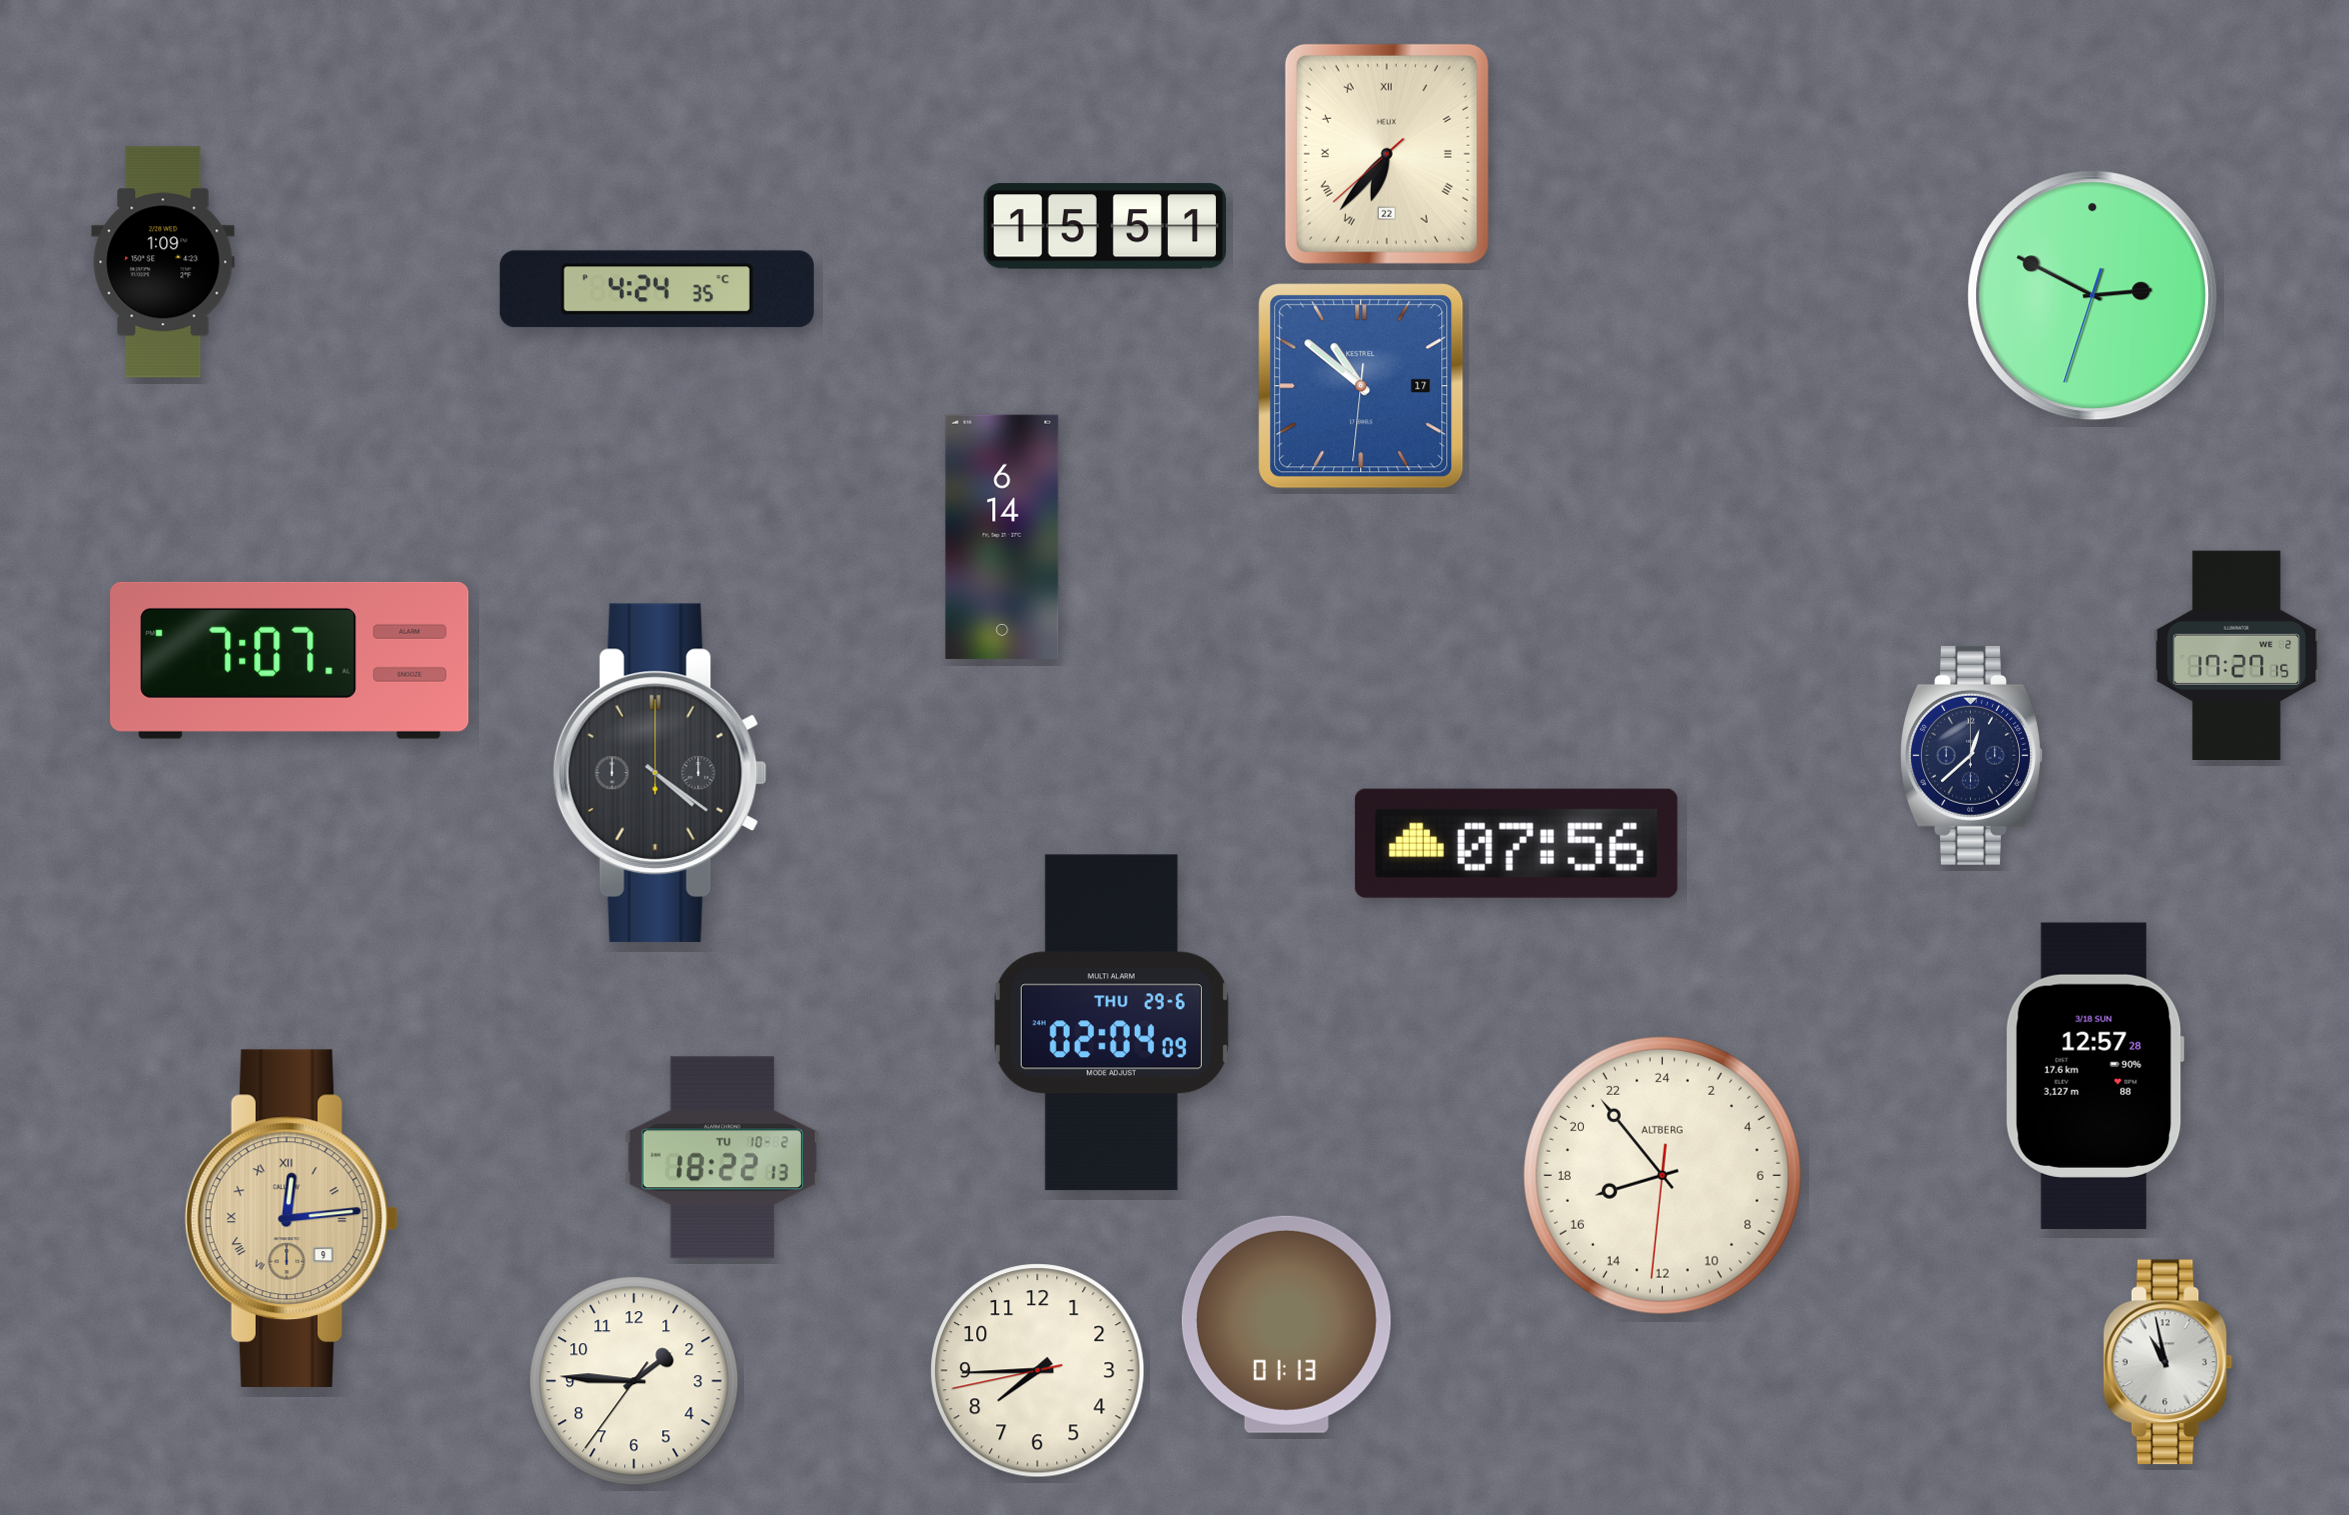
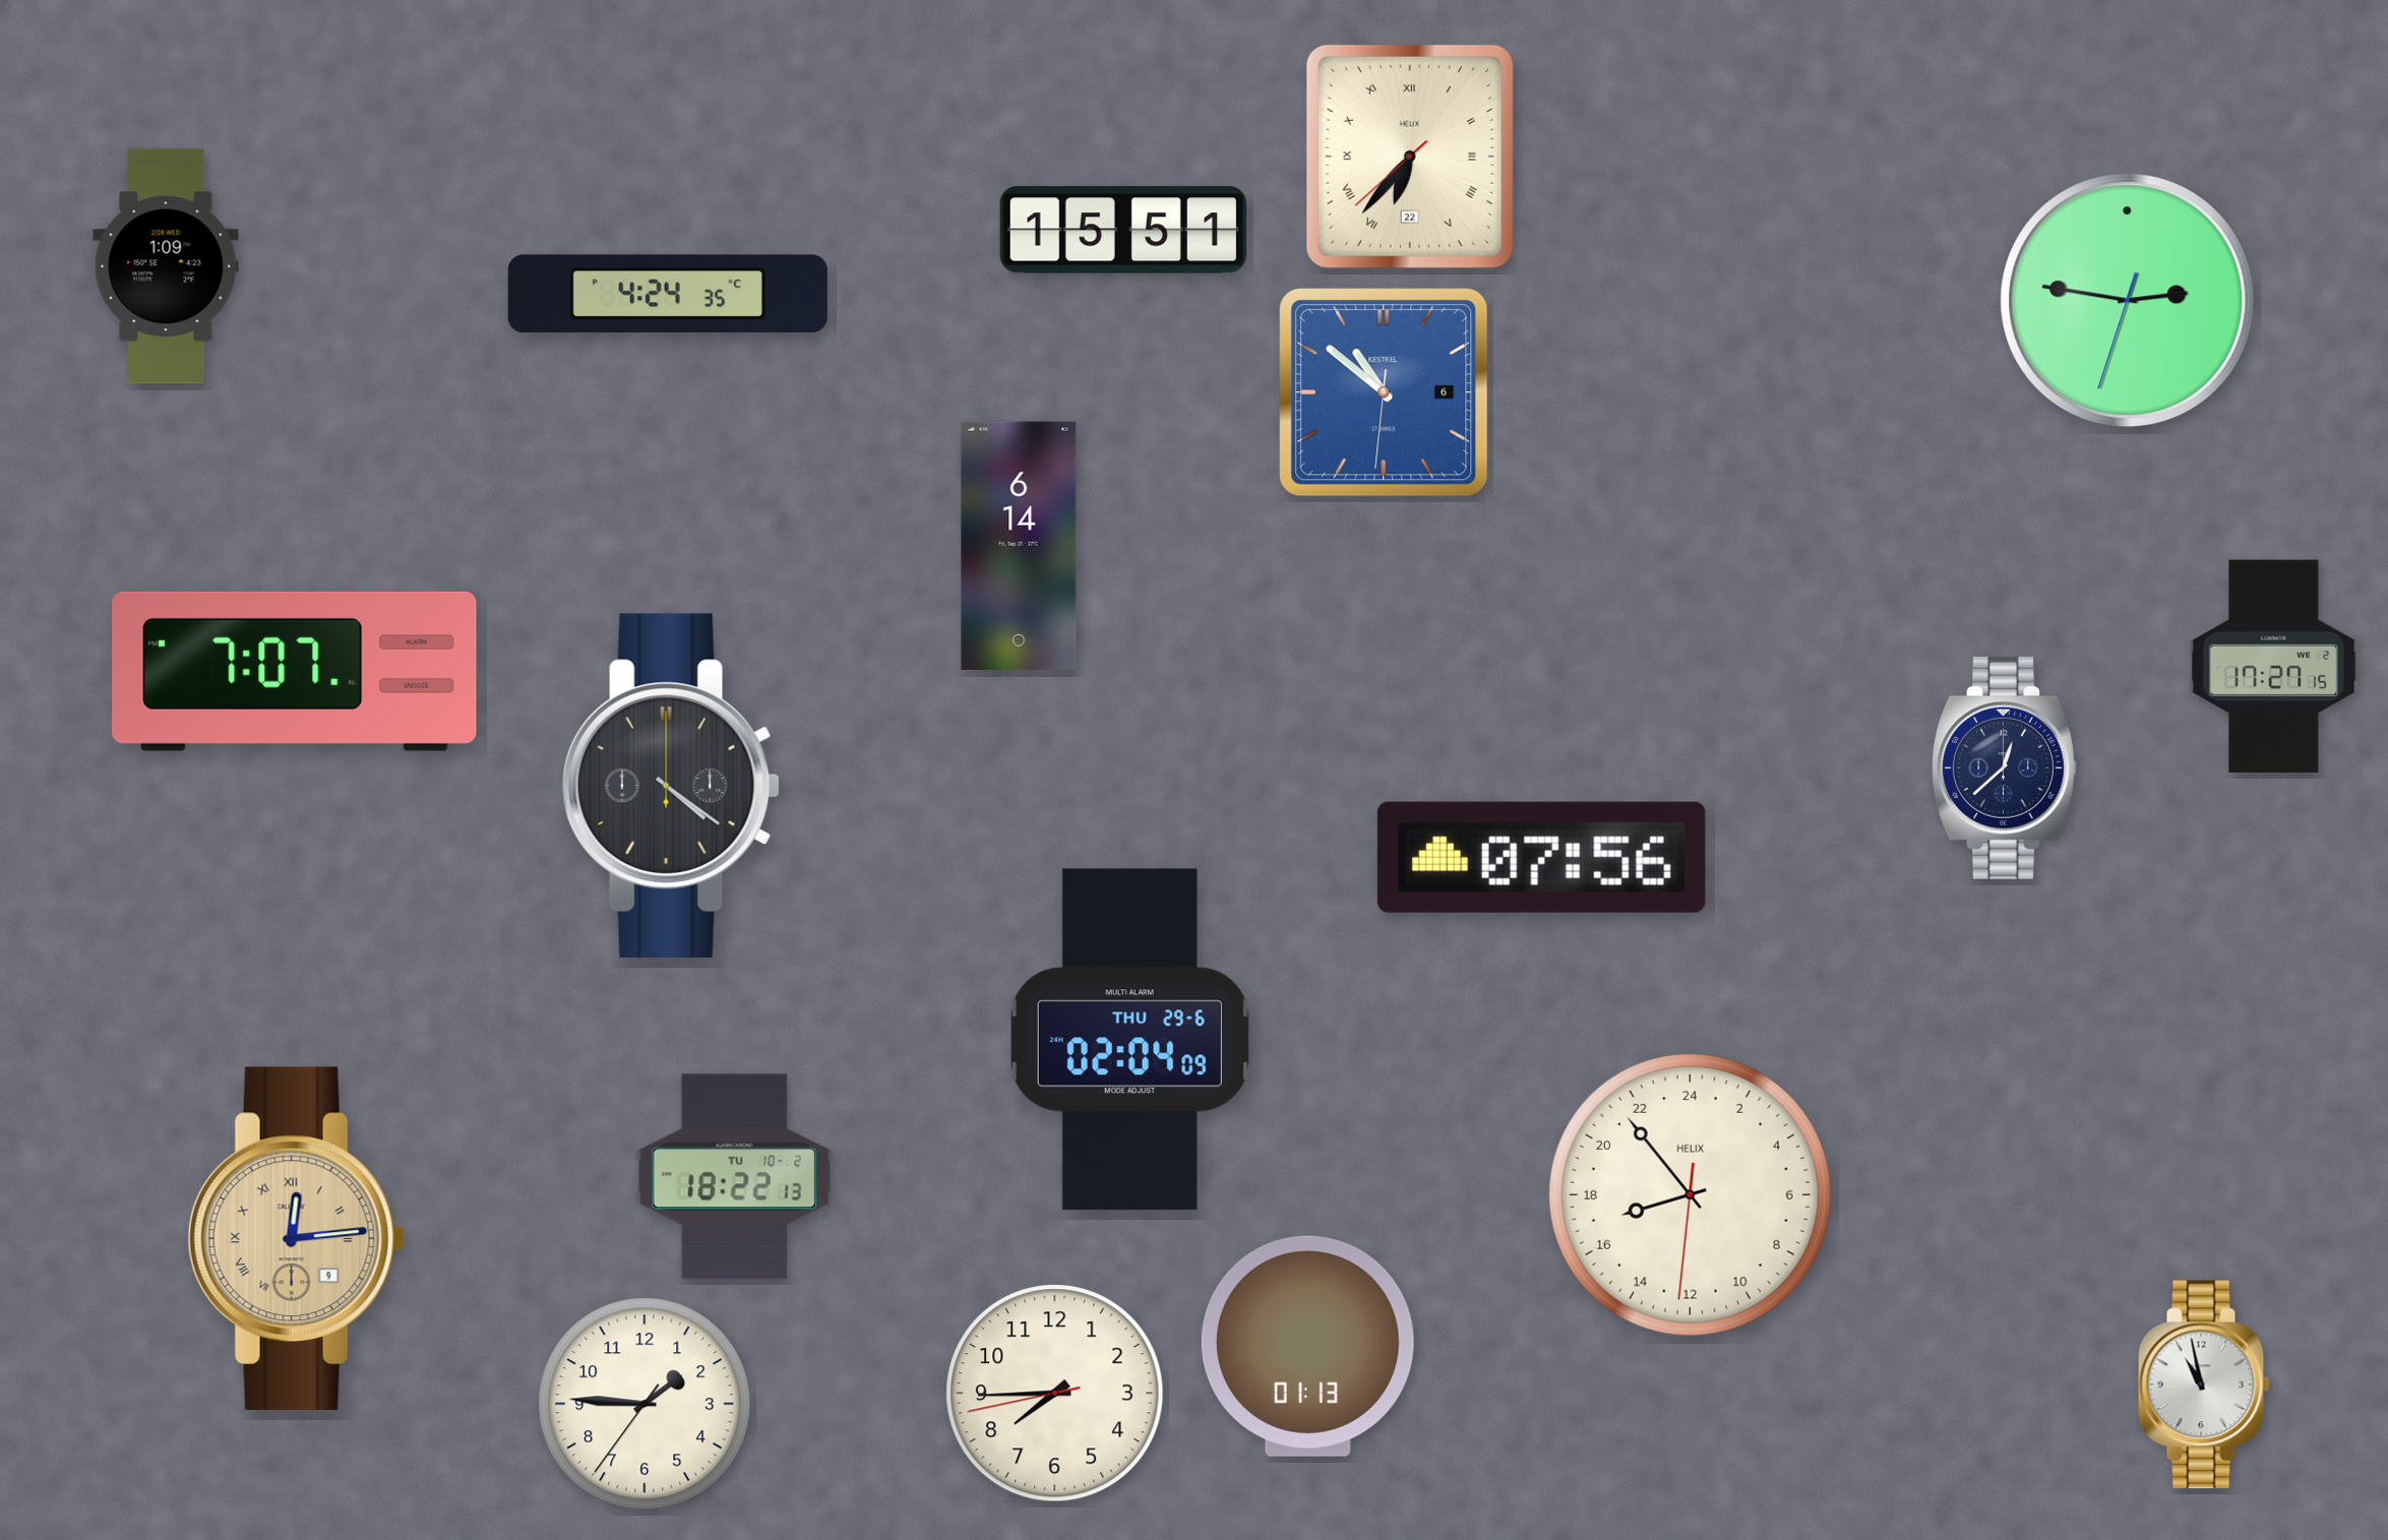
clock at (2093, 296): 2:49 -> 2:46
clock at (1361, 386) date: 17 -> 6
clock at (2095, 1075): 12:57 -> none
clock at (1662, 1175) brand: ALTBERG -> HELIX
